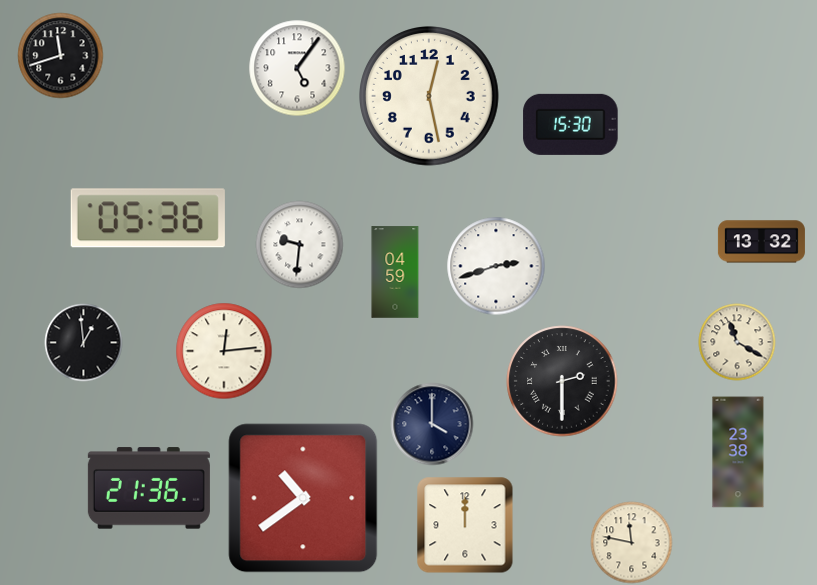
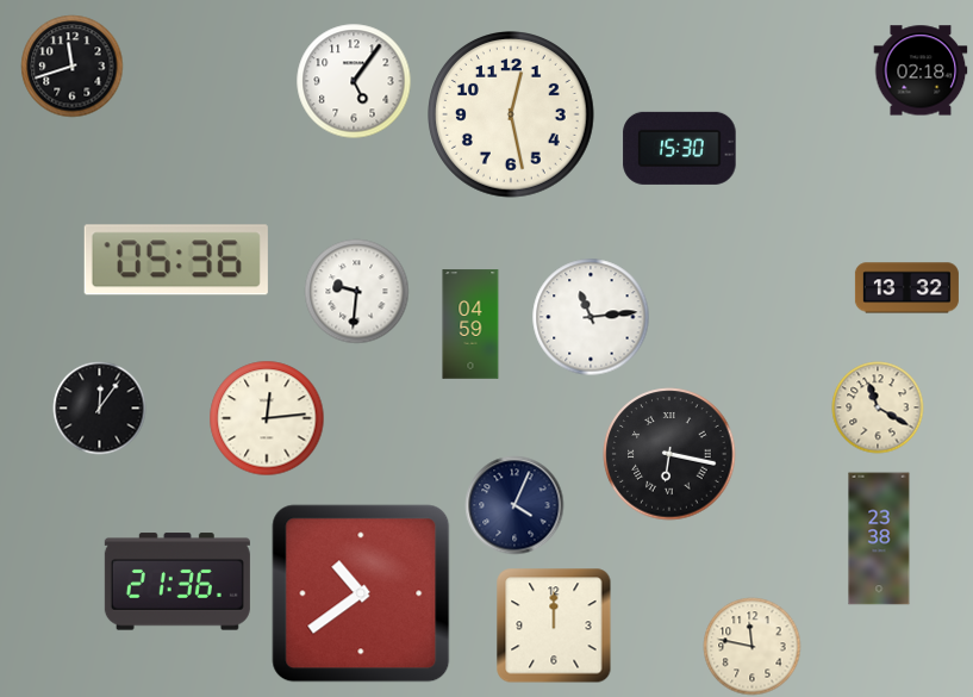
clock at (921, 70): none -> 02:18
clock at (496, 266): 2:42 -> 11:14
clock at (84, 343): 12:59 -> 12:06
clock at (562, 381): 2:30 -> 6:17
clock at (432, 424): 4:00 -> 4:04
